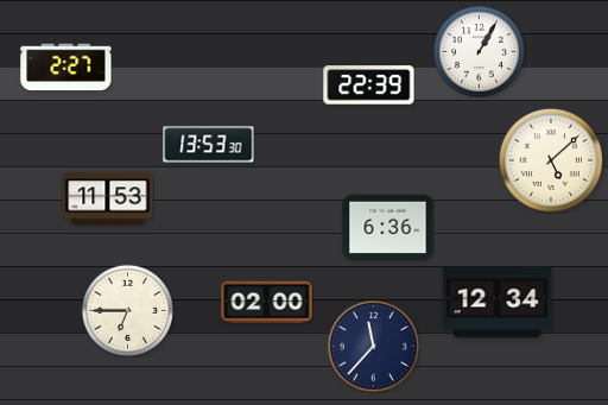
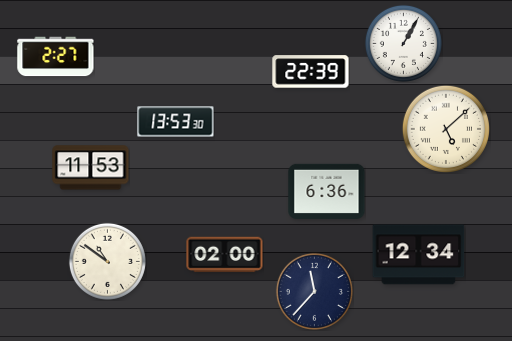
clock at (550, 159) position: (550, 159) -> (445, 128)
clock at (127, 310): 6:45 -> 10:51
